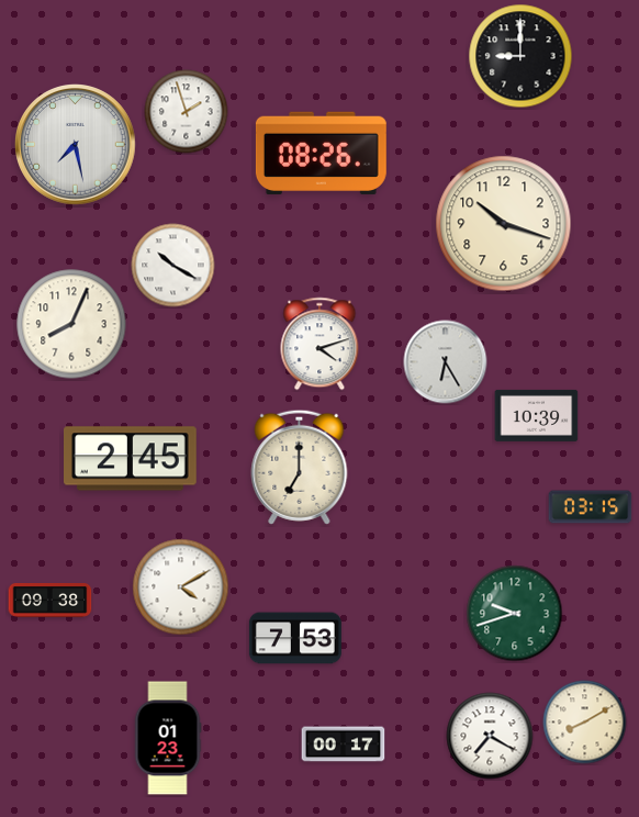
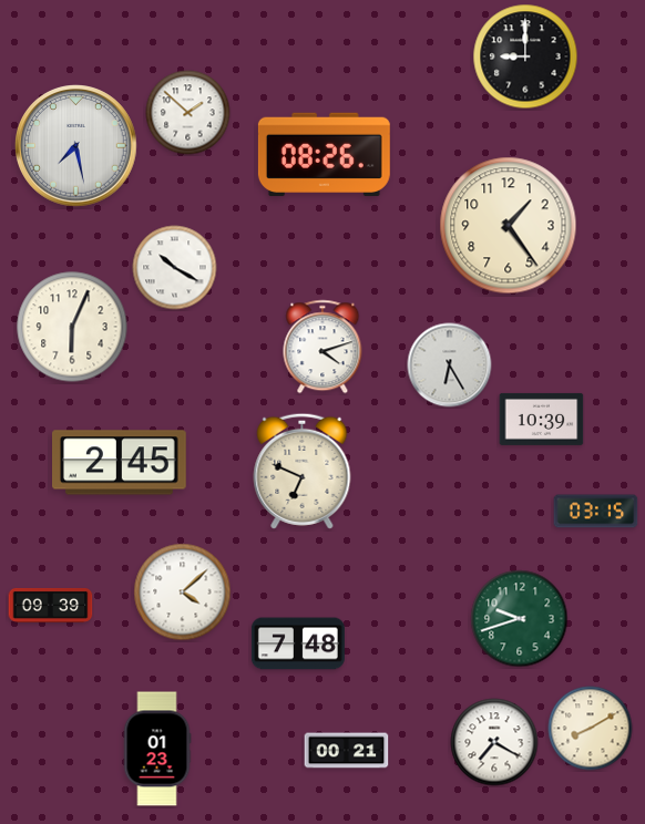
clock at (187, 112): 1:57 -> 1:52
clock at (504, 224): 10:18 -> 1:24
clock at (71, 324): 8:04 -> 6:04
clock at (131, 459) position: (131, 459) -> (120, 463)
clock at (300, 467): 7:00 -> 6:49
clock at (181, 587): 4:10 -> 4:08
clock at (51, 600): 09:38 -> 09:39
clock at (295, 638): 7:53 -> 7:48
clock at (168, 738) position: (168, 738) -> (157, 749)
clock at (344, 745): 00:17 -> 00:21
